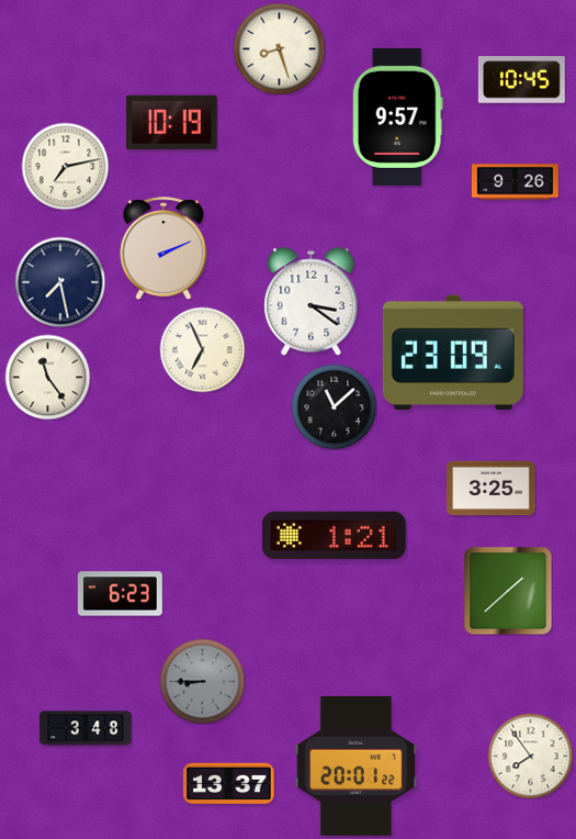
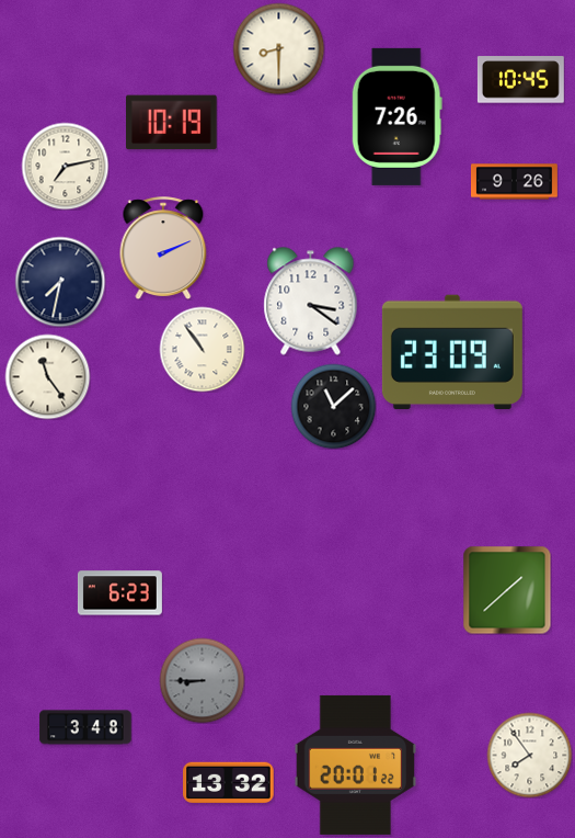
clock at (279, 48): 8:27 -> 8:30
clock at (397, 116): 9:57 -> 7:26
clock at (60, 282): 7:28 -> 7:32
clock at (202, 349): 6:56 -> 10:54
clock at (492, 489): 3:25 -> none
clock at (334, 536): 1:21 -> none
clock at (229, 783): 13:37 -> 13:32
